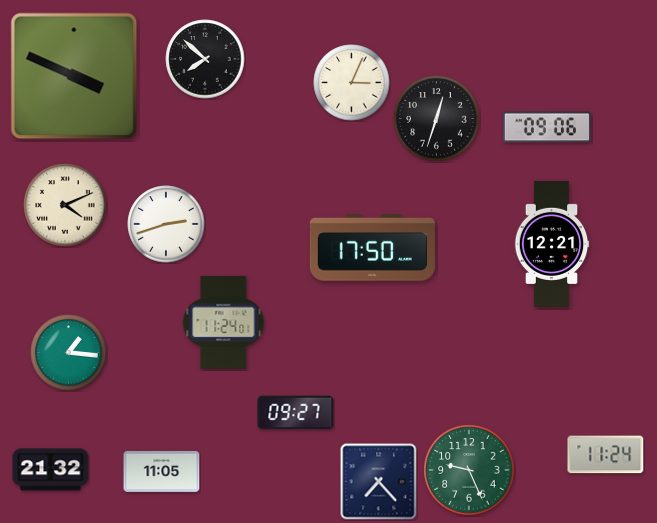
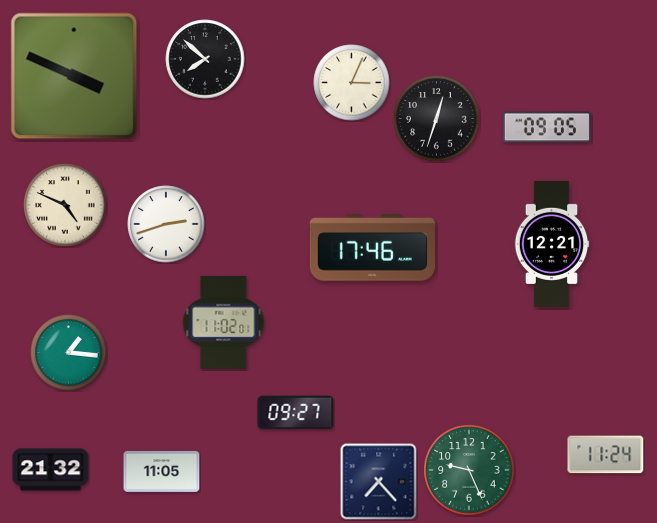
clock at (547, 127): 09:06 -> 09:05
clock at (65, 205): 4:11 -> 4:49
clock at (372, 248): 17:50 -> 17:46
clock at (224, 322): 11:24 -> 11:02
